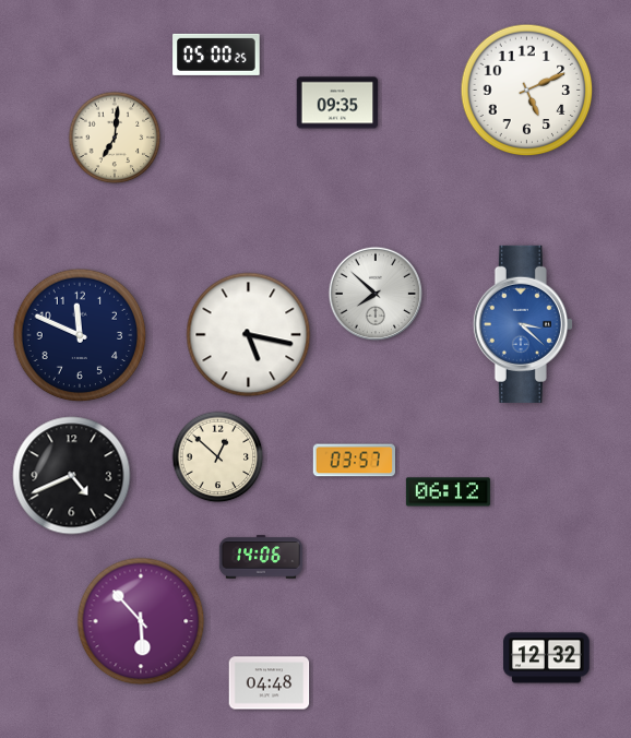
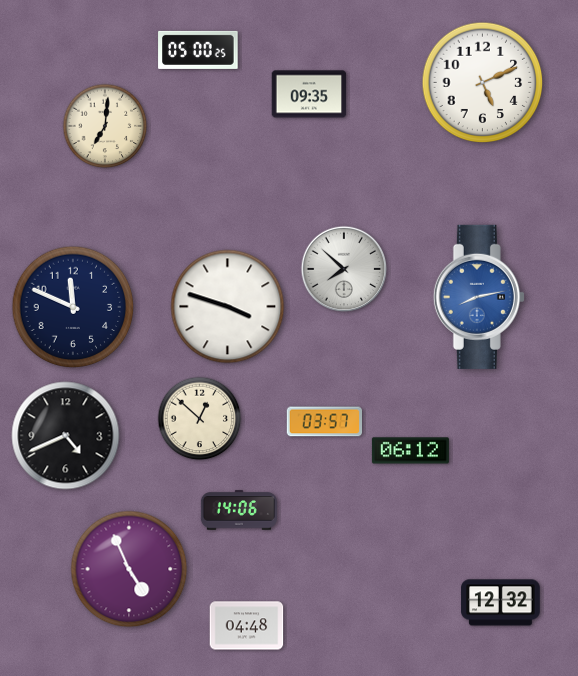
clock at (523, 324): 3:22 -> 8:13
clock at (249, 335): 5:17 -> 3:48
clock at (141, 621): 5:53 -> 4:56
